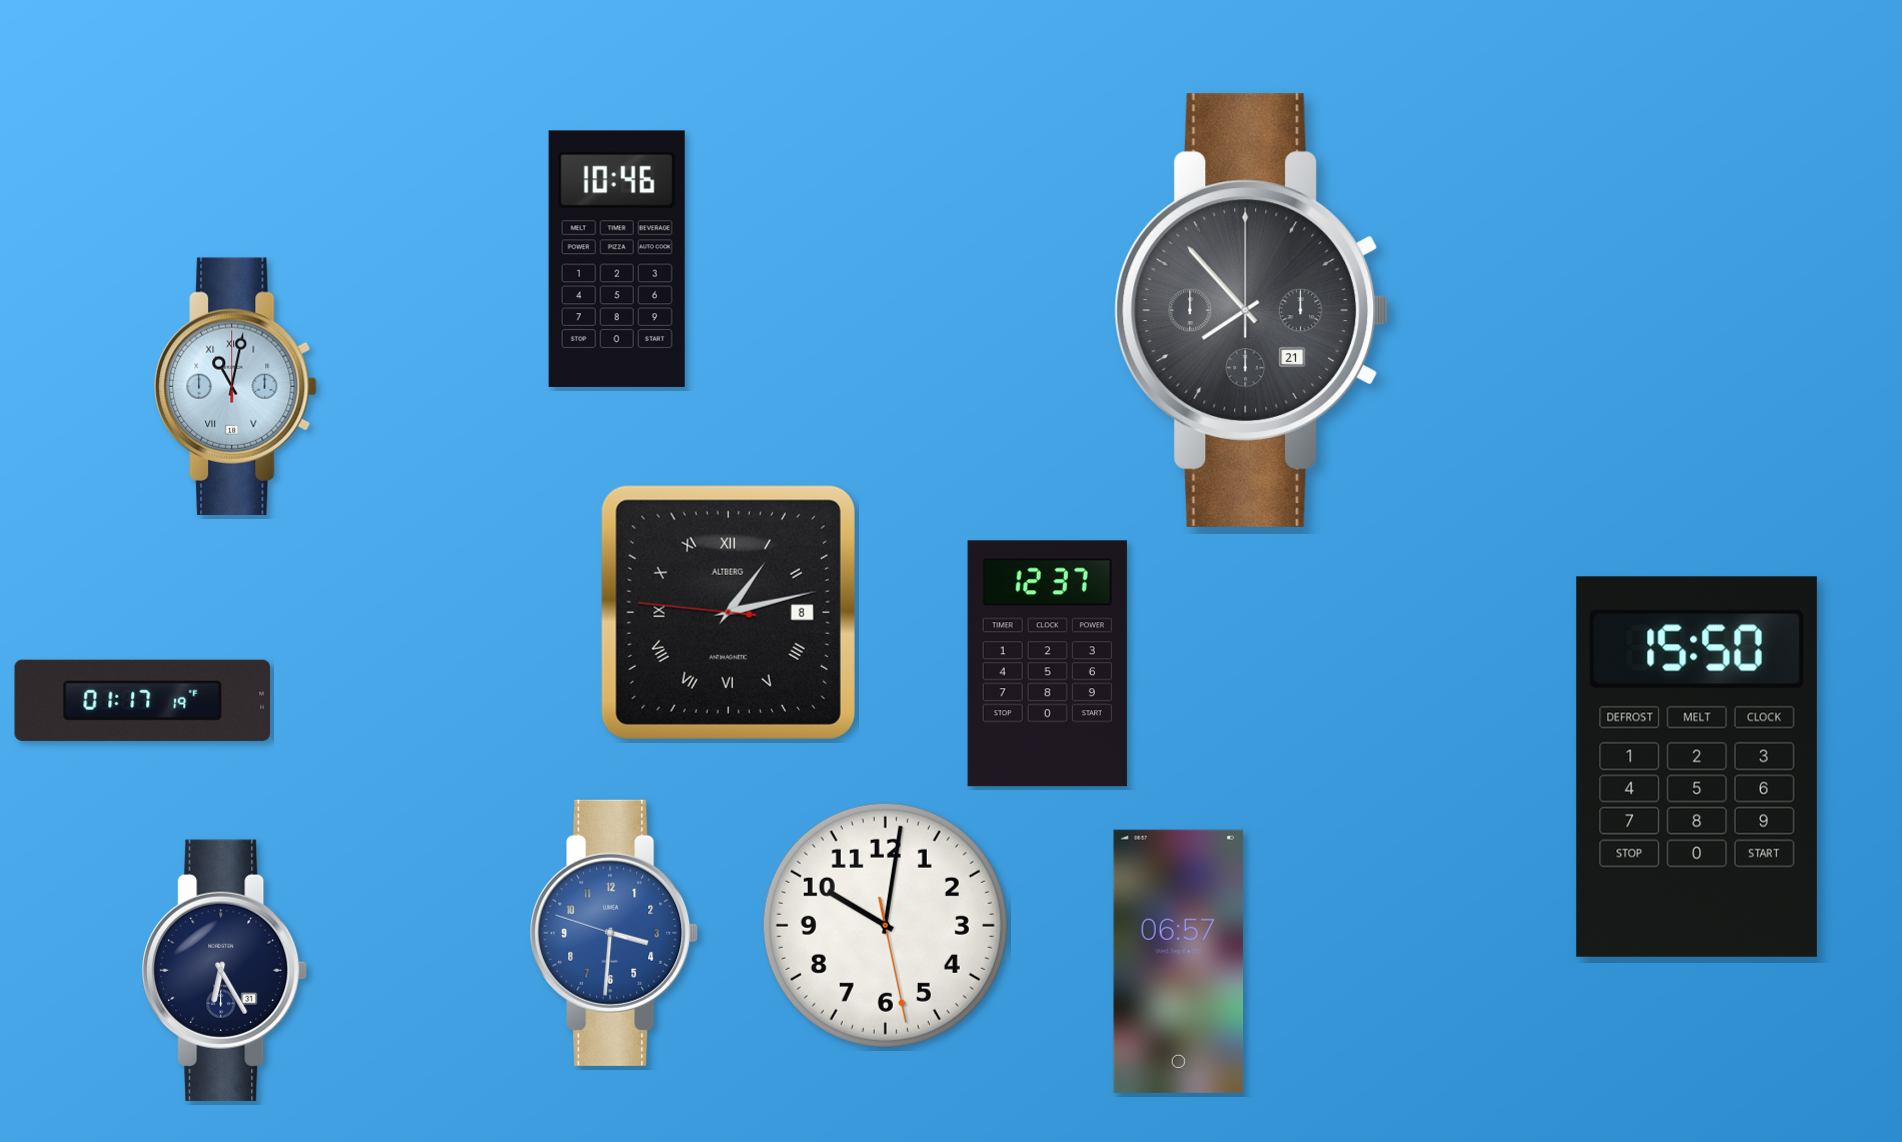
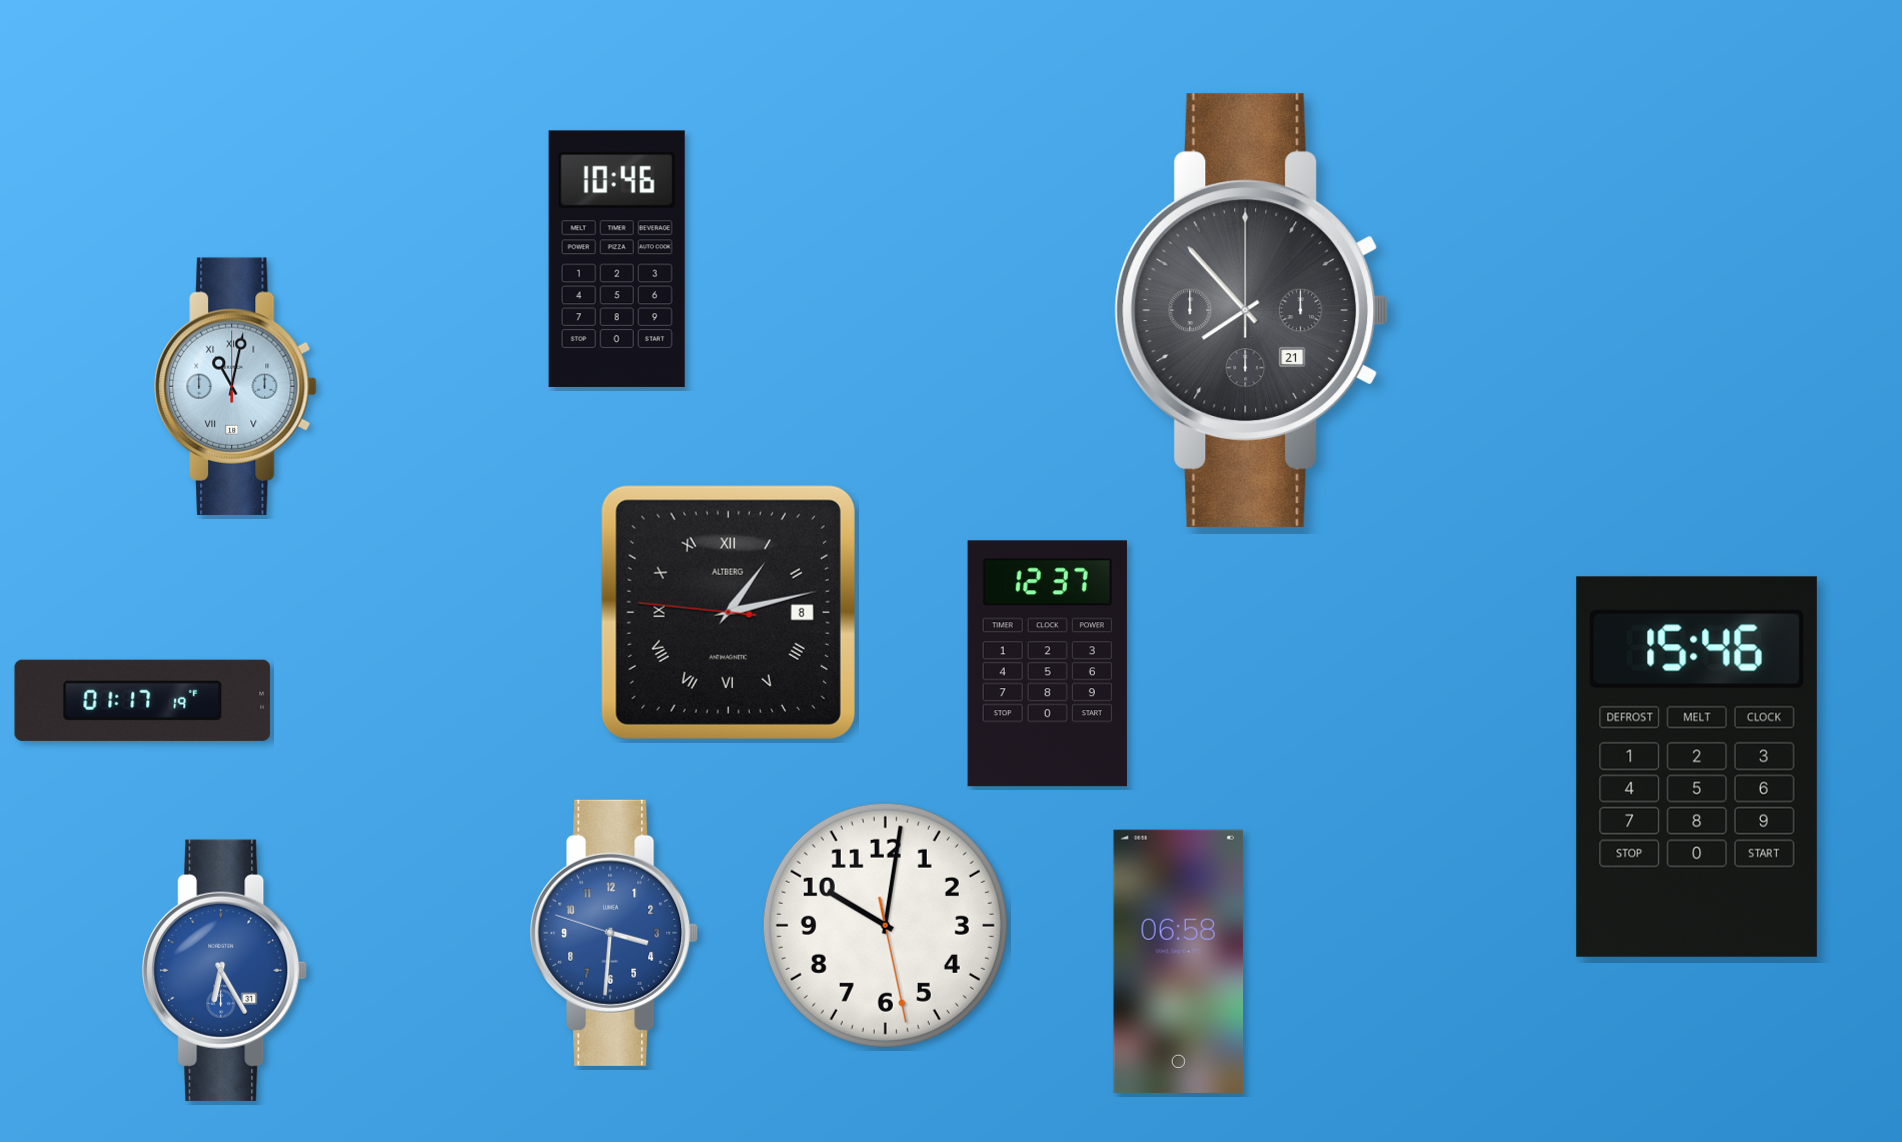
clock at (1697, 767): 15:50 -> 15:46
clock at (1179, 961): 06:57 -> 06:58
clock at (225, 970) dial: navy -> blue
